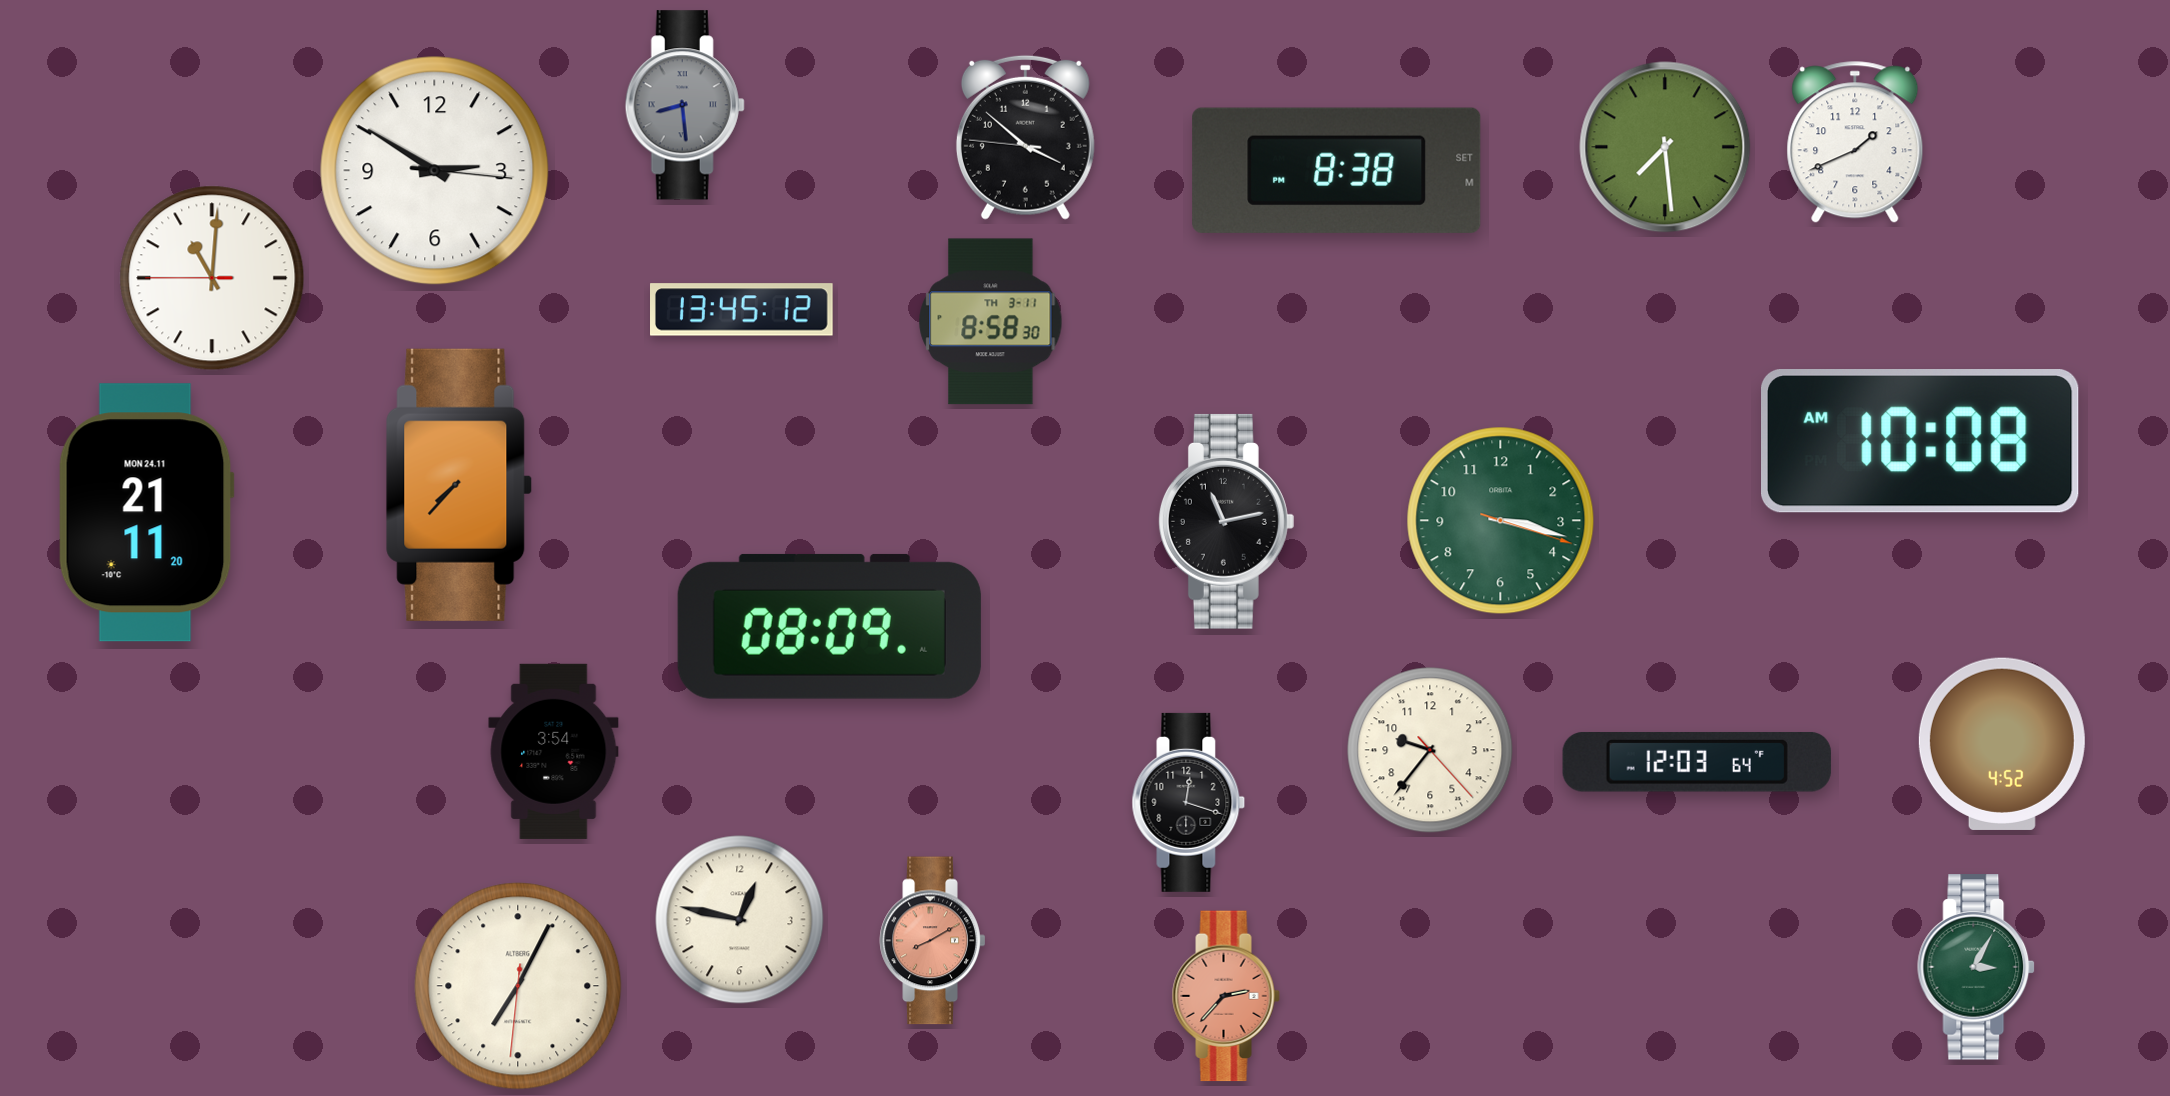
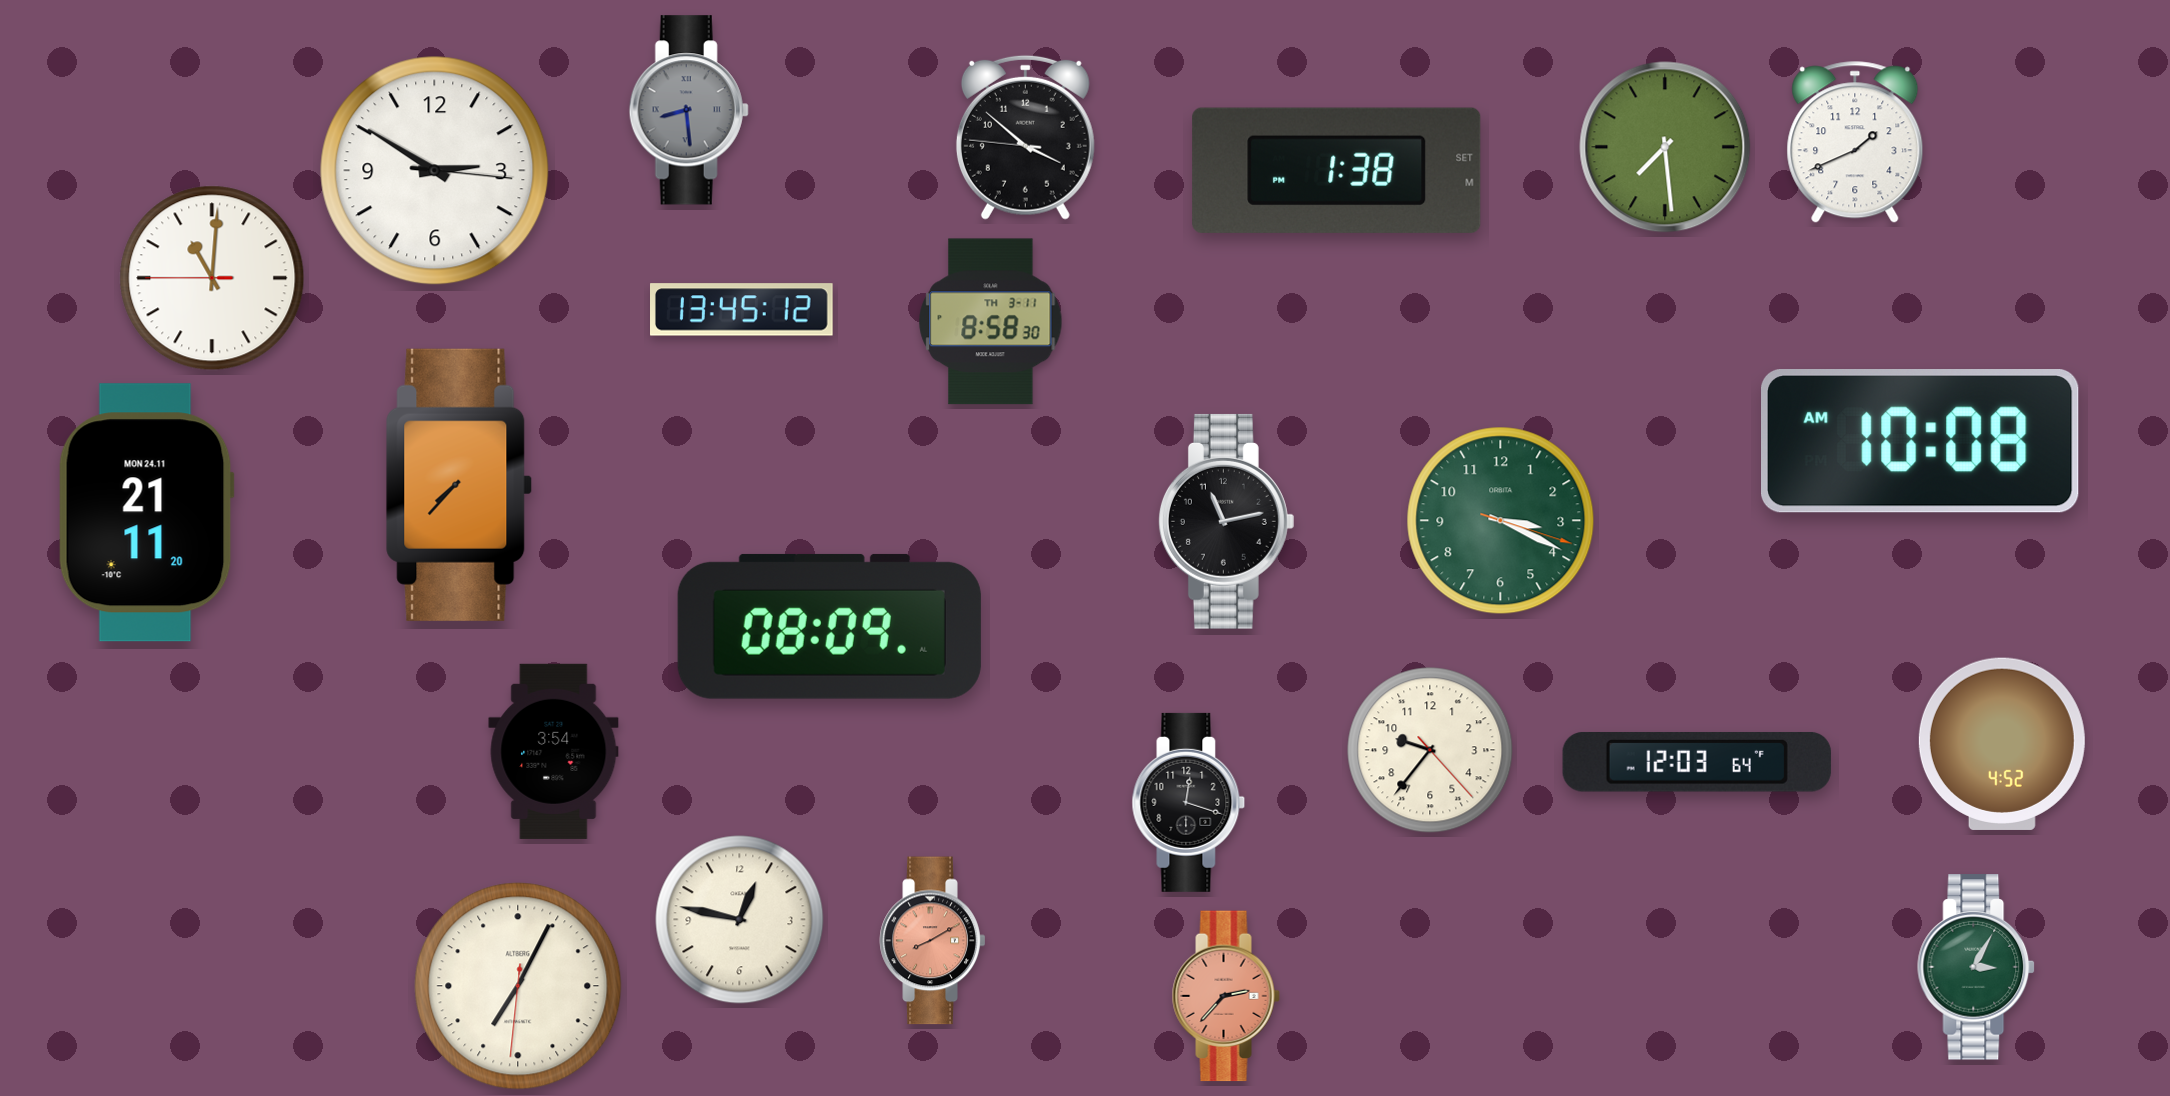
clock at (685, 105) position: (685, 105) -> (689, 110)
clock at (1337, 170): 8:38 -> 1:38
clock at (1501, 521): 3:17 -> 3:19
